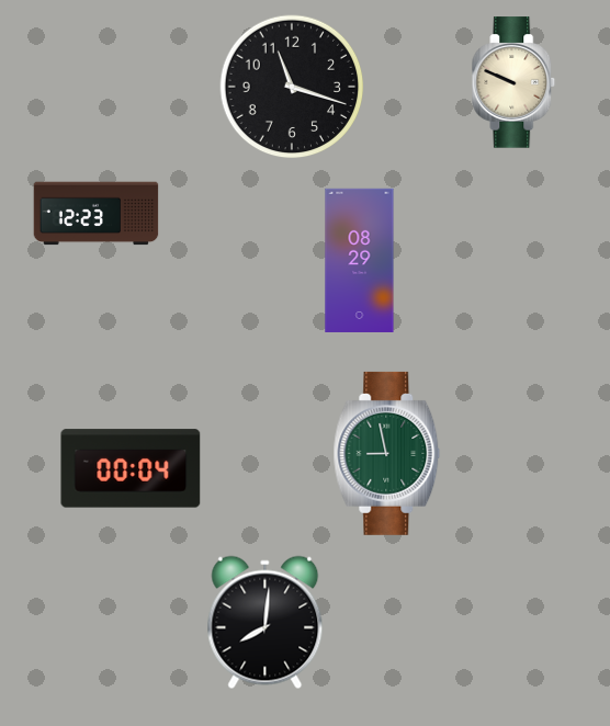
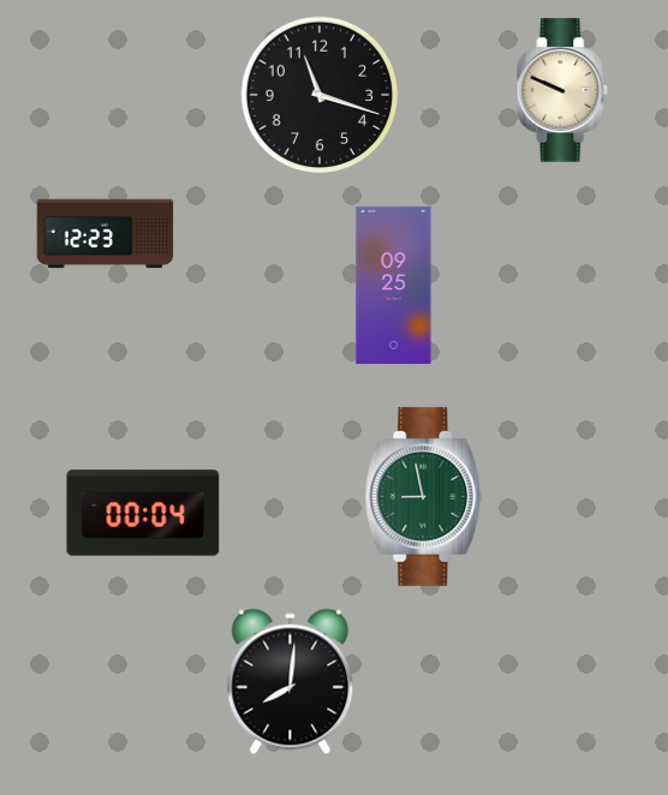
clock at (360, 260): 08:29 -> 09:25
